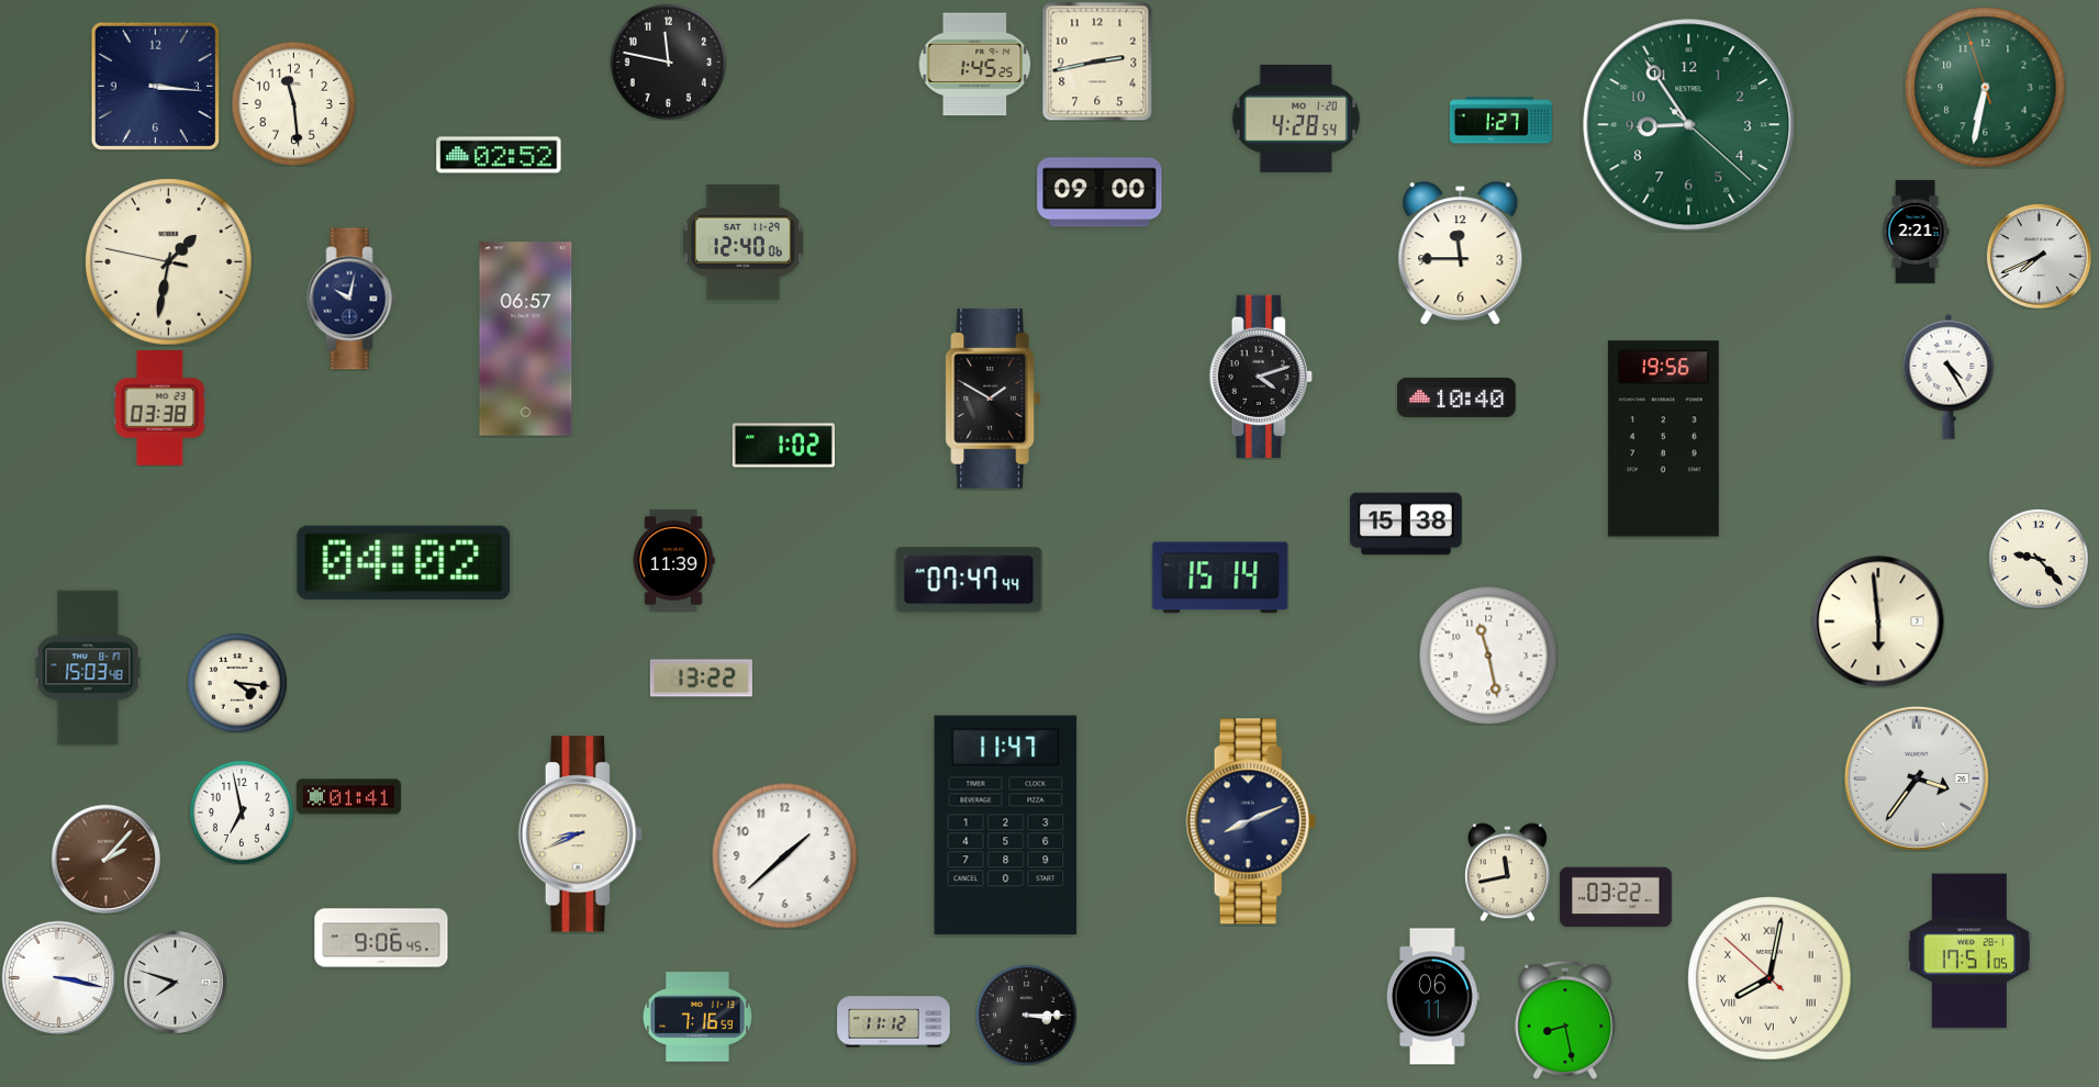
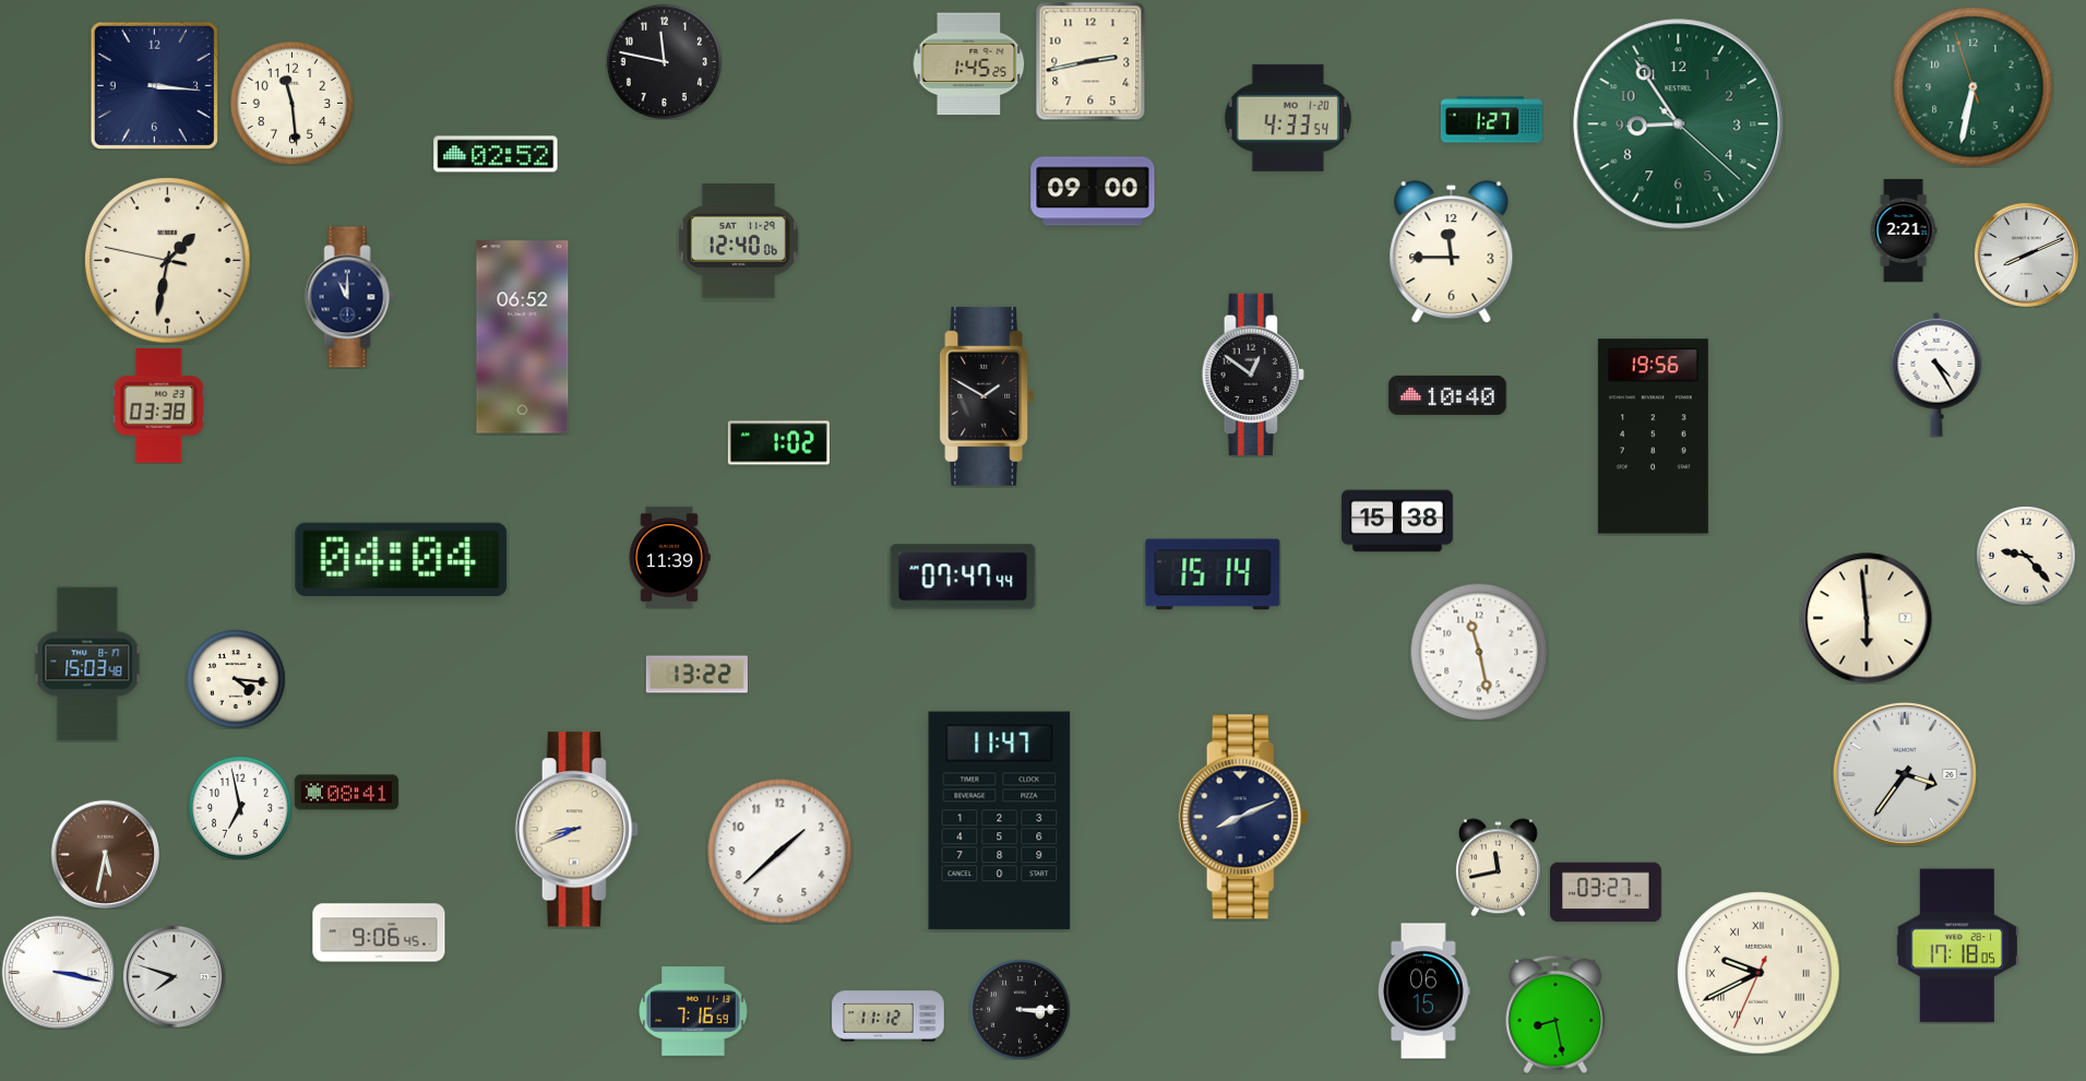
clock at (1296, 119): 4:28 -> 4:33
clock at (2039, 256): 7:41 -> 8:11
clock at (351, 299): 10:02 -> 11:00
clock at (526, 339): 06:57 -> 06:52
clock at (1261, 376): 4:12 -> 12:51
clock at (404, 562): 04:02 -> 04:04
clock at (348, 797): 01:41 -> 08:41
clock at (105, 859): 2:07 -> 5:32
clock at (1616, 897): 03:22 -> 03:27
clock at (1969, 951): 17:51 -> 17:18
clock at (1769, 978): 8:01 -> 9:40
clock at (1433, 997): 06:11 -> 06:15
